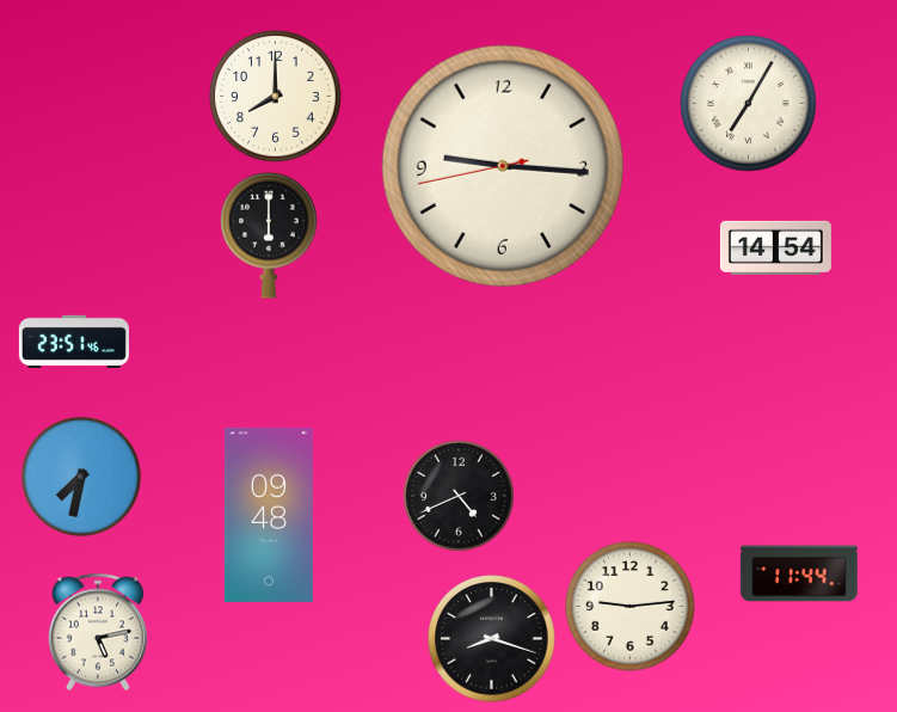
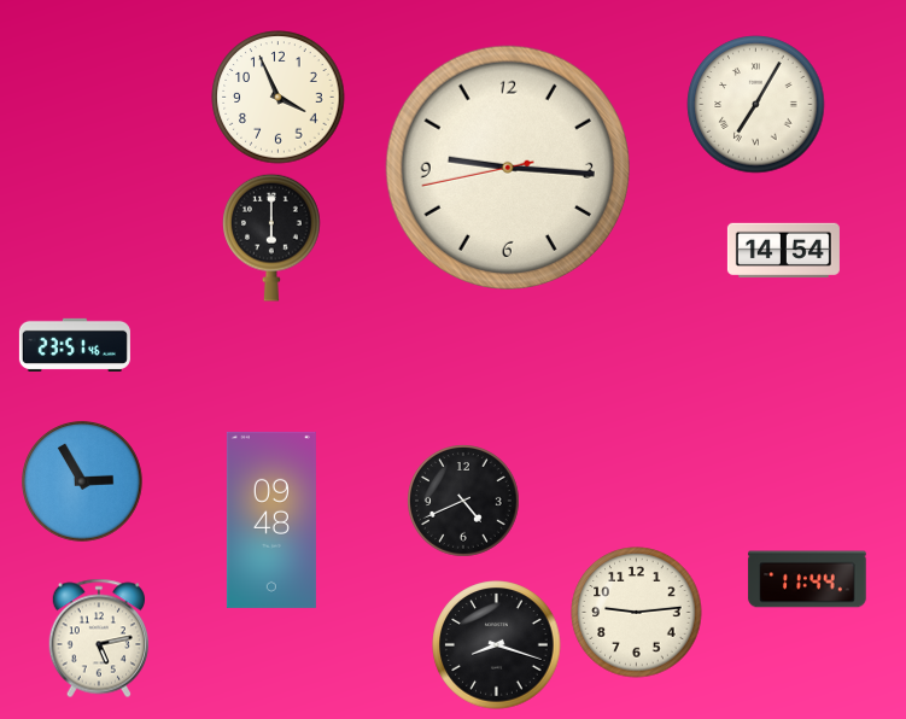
clock at (276, 97): 8:00 -> 3:56
clock at (81, 477): 7:32 -> 2:55
